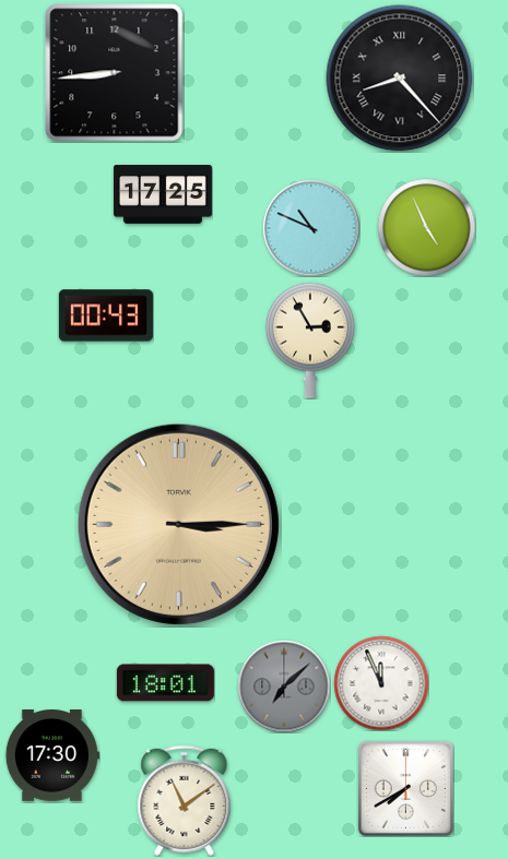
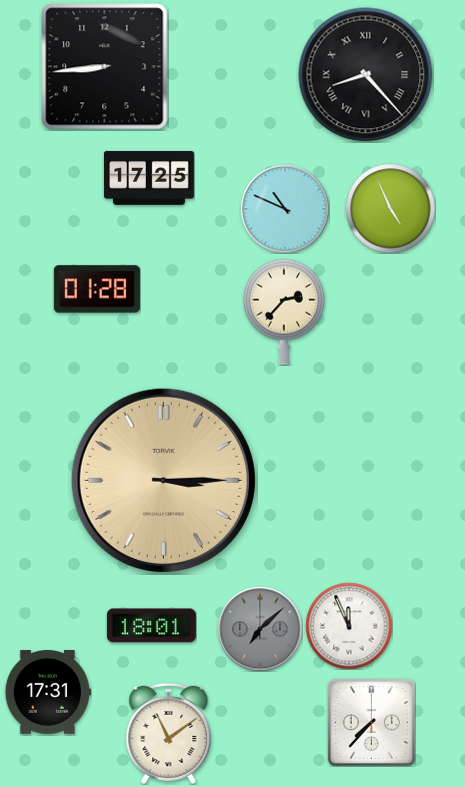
clock at (400, 79) position: (400, 79) -> (366, 75)
clock at (106, 315): 00:43 -> 01:28
clock at (310, 341): 2:55 -> 2:37
clock at (52, 756): 17:30 -> 17:31
clock at (405, 788): 7:40 -> 7:37
